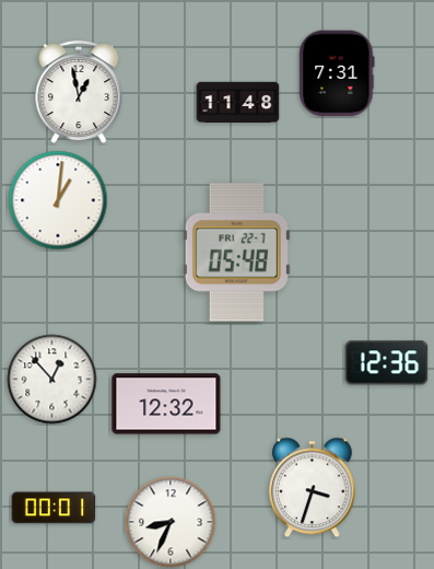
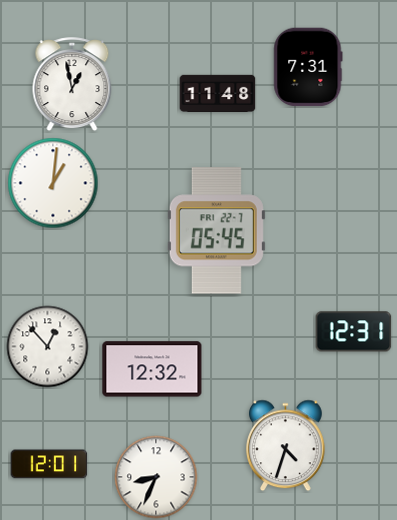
clock at (236, 253): 05:48 -> 05:45
clock at (387, 363): 12:36 -> 12:31
clock at (313, 488): 3:33 -> 4:33
clock at (54, 508): 00:01 -> 12:01
